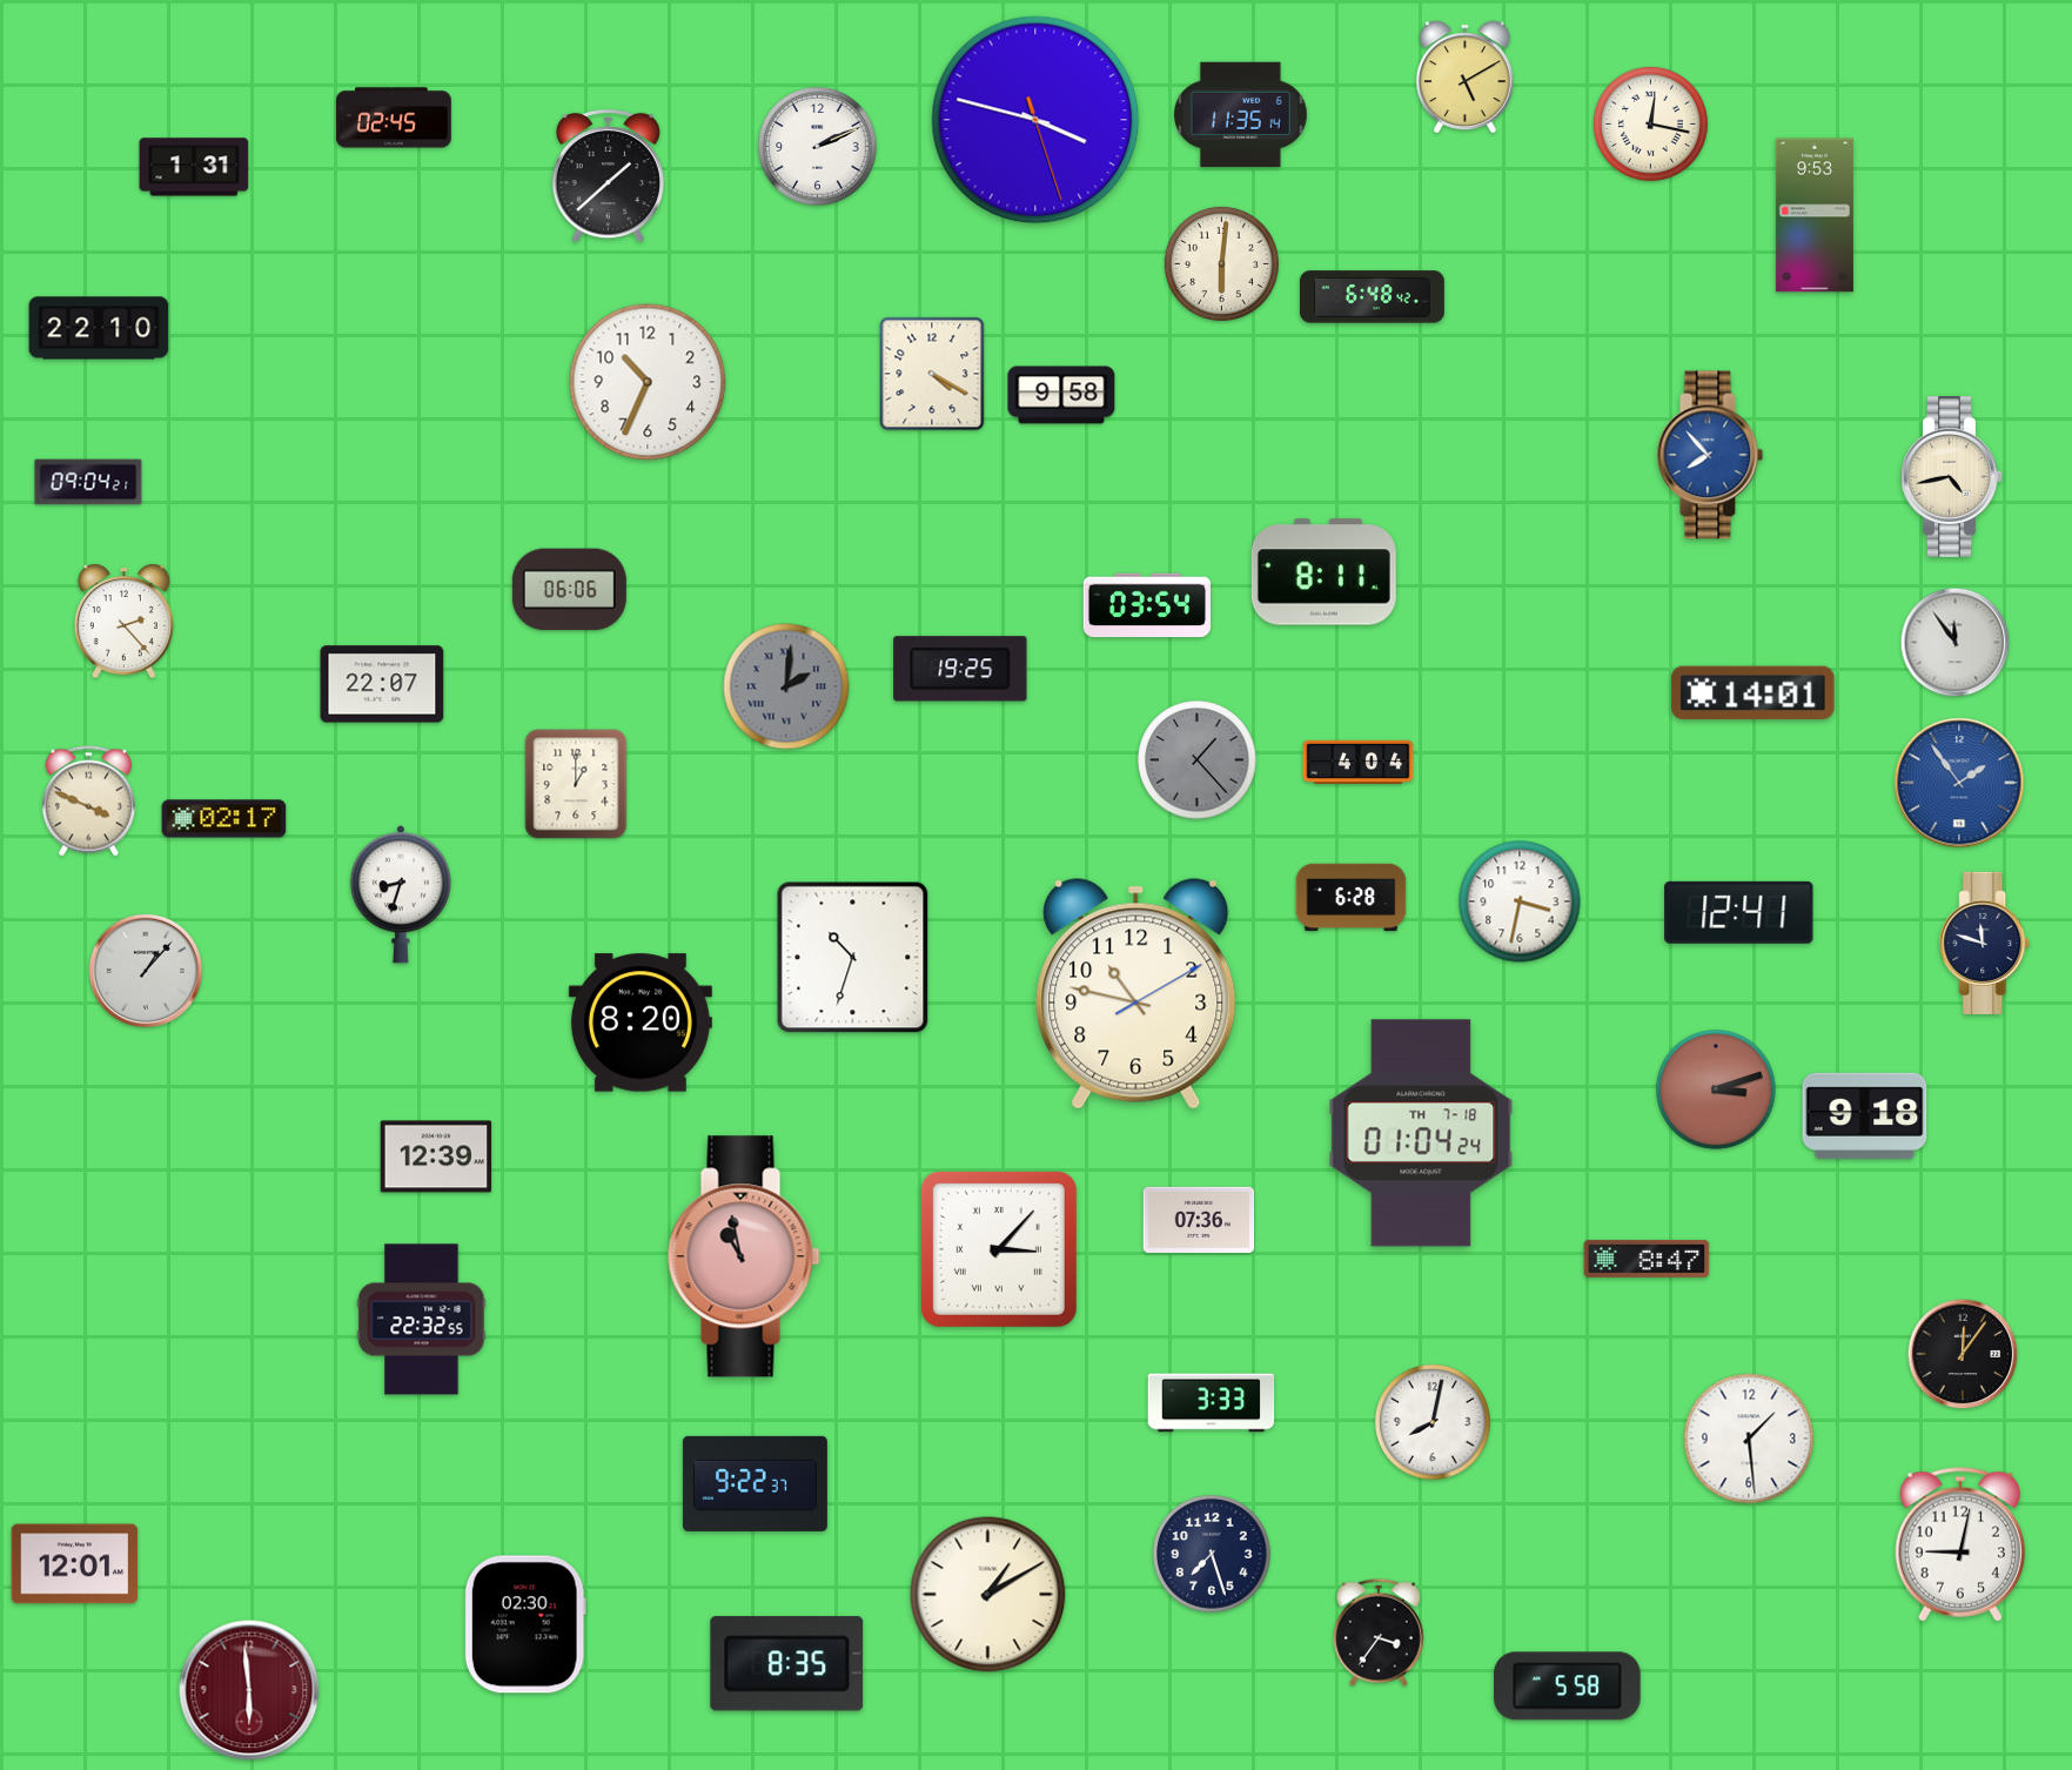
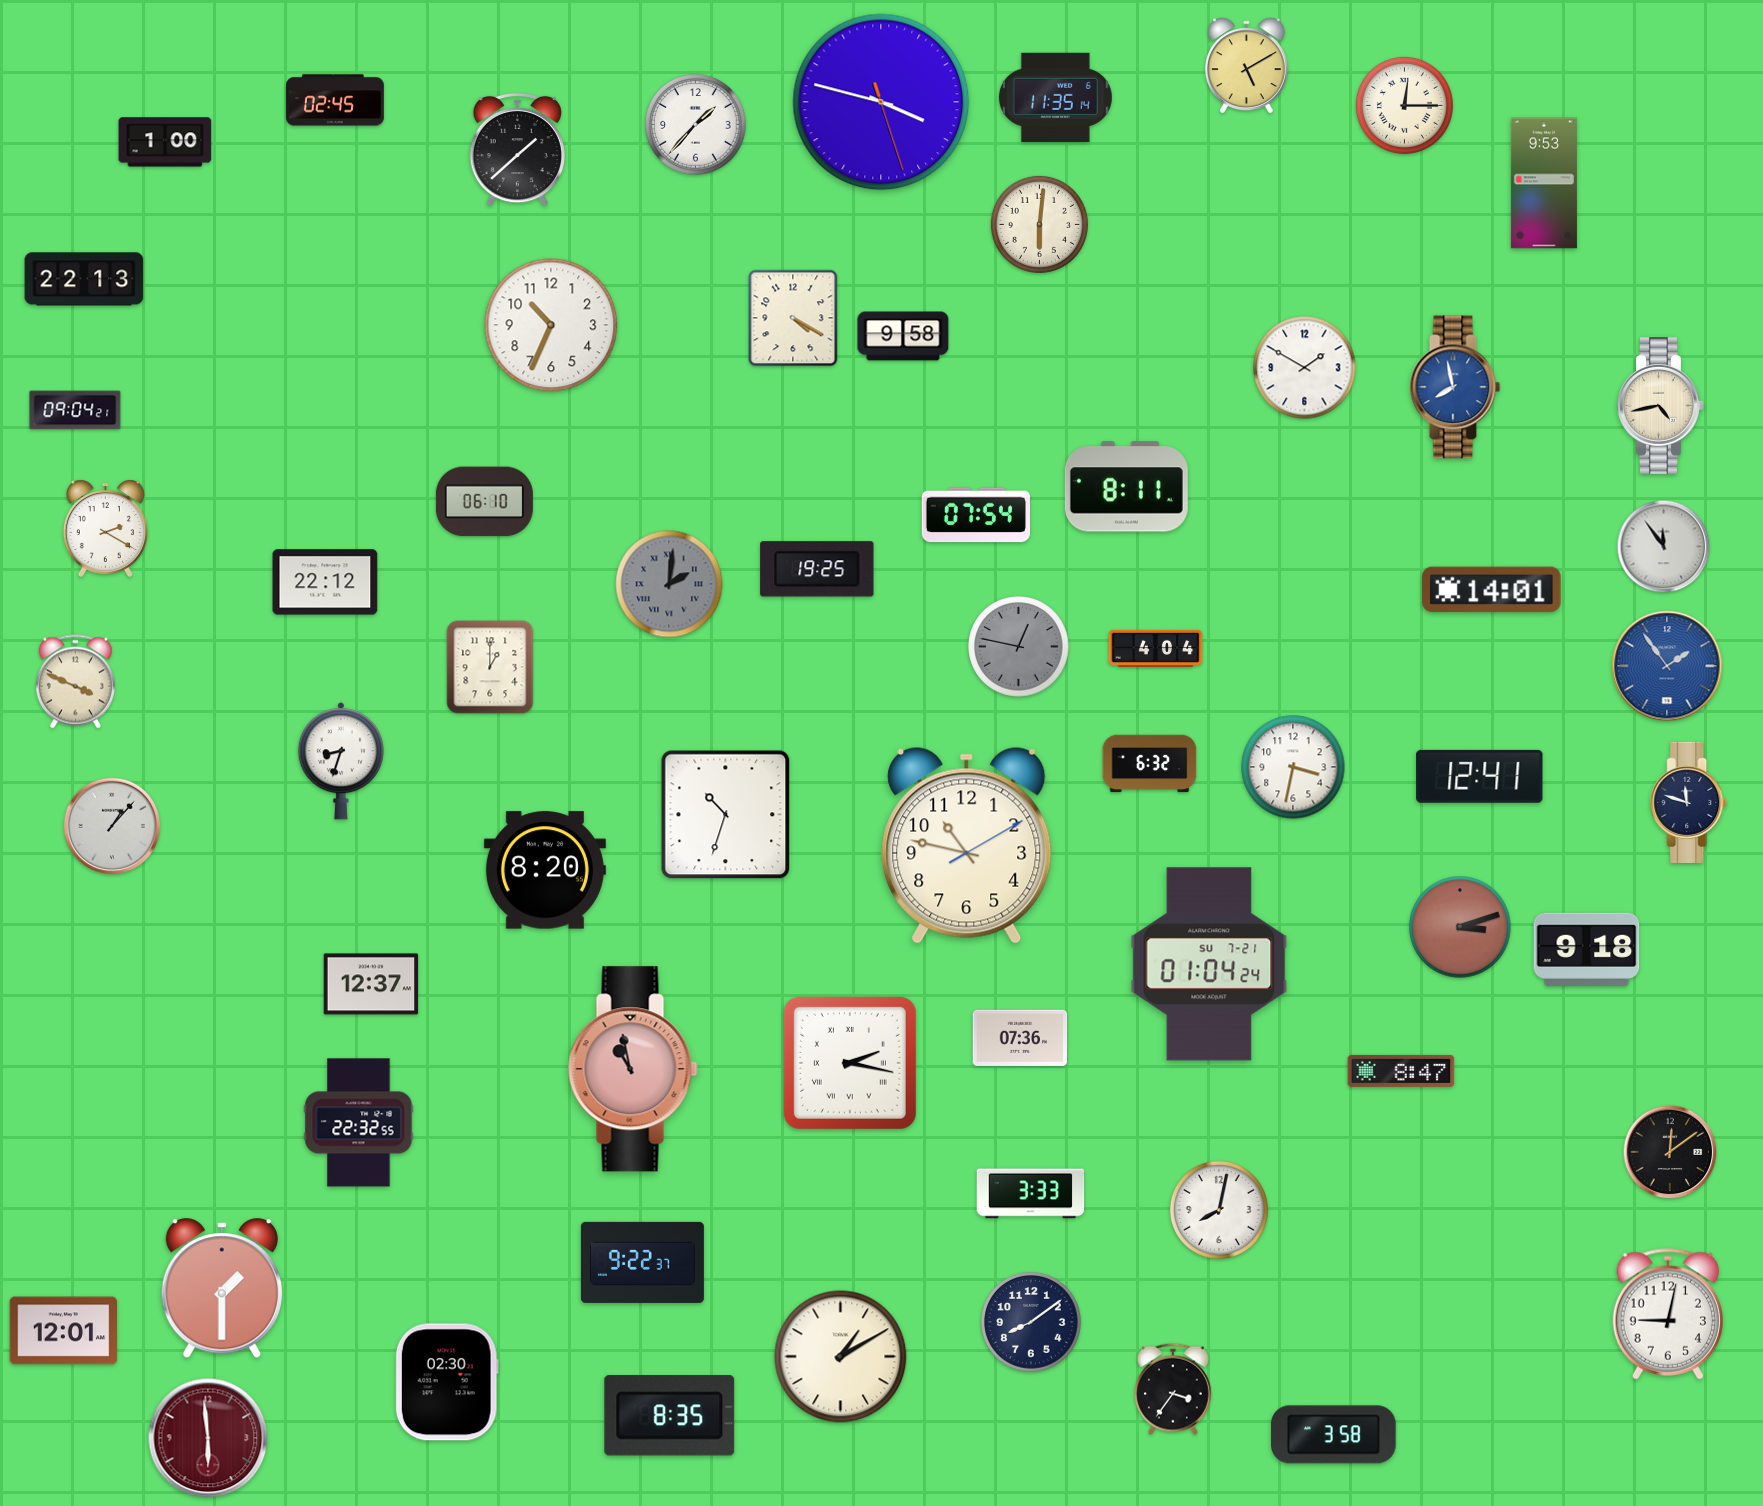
clock at (1650, 123): 12:17 -> 12:15
clock at (818, 147): 2:11 -> 1:37
clock at (194, 167): 1:31 -> 1:00
clock at (1372, 297): 6:48 -> none
clock at (99, 328): 22:10 -> 22:13
clock at (1305, 368): none -> 1:50
clock at (1710, 455): 7:53 -> 7:58
clock at (569, 590): 06:06 -> 06:10
clock at (1146, 605): 03:54 -> 07:54
clock at (123, 621): 2:23 -> 2:20
clock at (382, 684): 22:07 -> 22:12
clock at (1198, 760): 1:23 -> 12:47
clock at (224, 819): 02:17 -> none
clock at (1352, 898): 6:28 -> 6:32
clock at (145, 970) position: (145, 970) -> (111, 825)
clock at (1421, 1133) date: TH 7-18 -> SU 7-21
clock at (436, 1156): 12:39 -> 12:37
clock at (999, 1249): 3:07 -> 2:17
clock at (1963, 1354): 12:06 -> 12:09
clock at (1749, 1439): 1:29 -> none
clock at (222, 1289): none -> 1:30
clock at (1212, 1554): 7:27 -> 8:09
clock at (1568, 1687): 5:58 -> 3:58
clock at (249, 1690) position: (249, 1690) -> (208, 1438)
